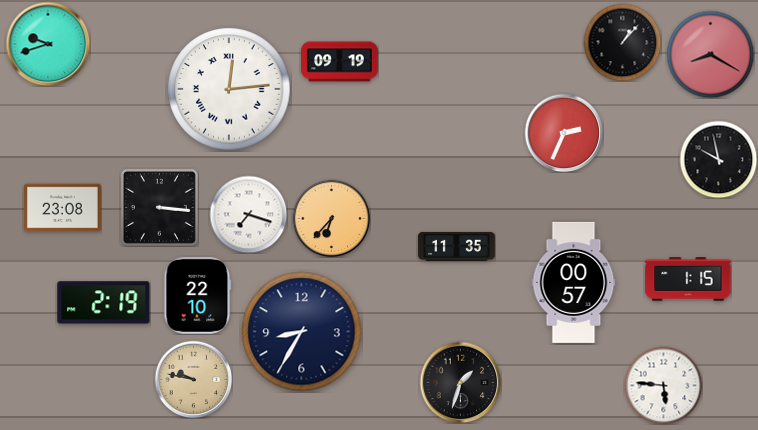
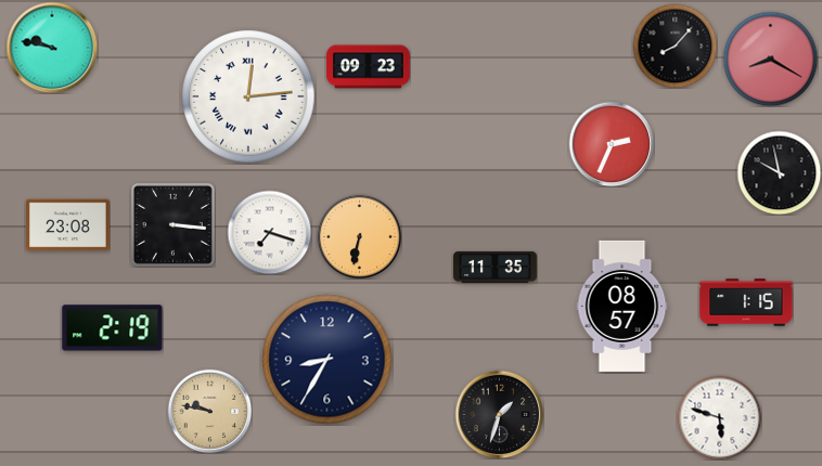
clock at (622, 42): 1:07 -> 8:07
clock at (48, 44): 9:42 -> 9:47
clock at (340, 62): 09:19 -> 09:23
clock at (331, 218): 6:37 -> 6:32
clock at (574, 282): 00:57 -> 08:57
clock at (198, 296): 22:10 -> none
clock at (663, 385): 5:46 -> 5:48
